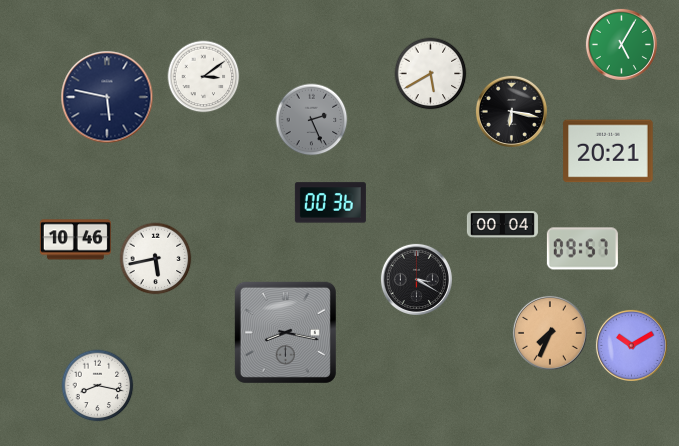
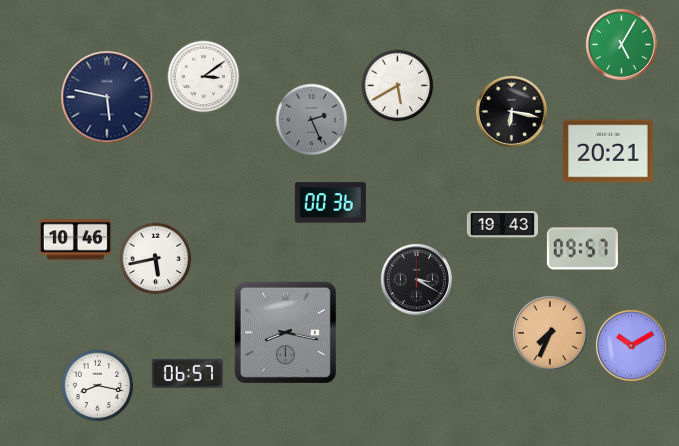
clock at (431, 74) position: (431, 74) -> (398, 86)
clock at (502, 225): 00:04 -> 19:43
clock at (187, 373): none -> 06:57
